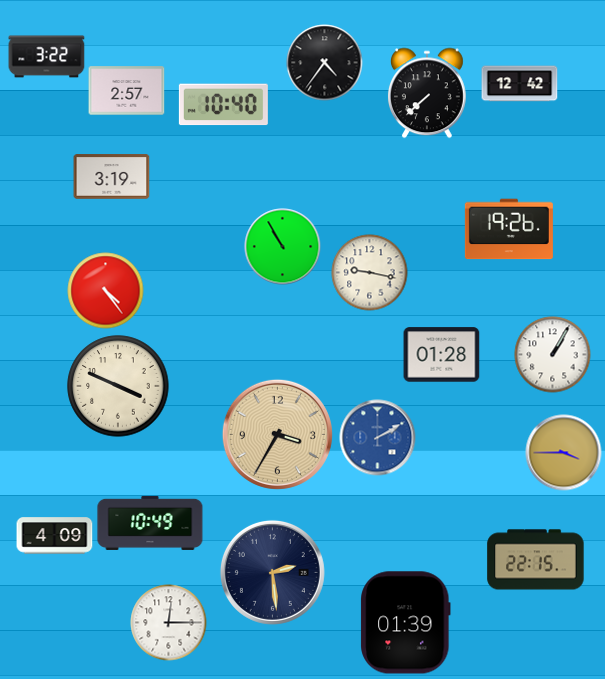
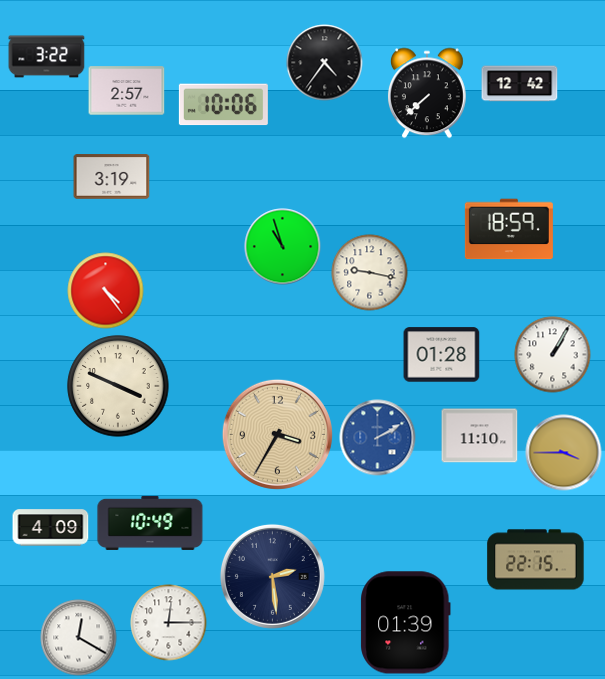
clock at (223, 105): 10:40 -> 10:06
clock at (509, 229): 19:26 -> 18:59
clock at (283, 247): 10:55 -> 10:57
clock at (480, 436): none -> 11:10
clock at (55, 536) position: (55, 536) -> (51, 528)
clock at (272, 572) position: (272, 572) -> (272, 576)
clock at (79, 638): none -> 12:20
